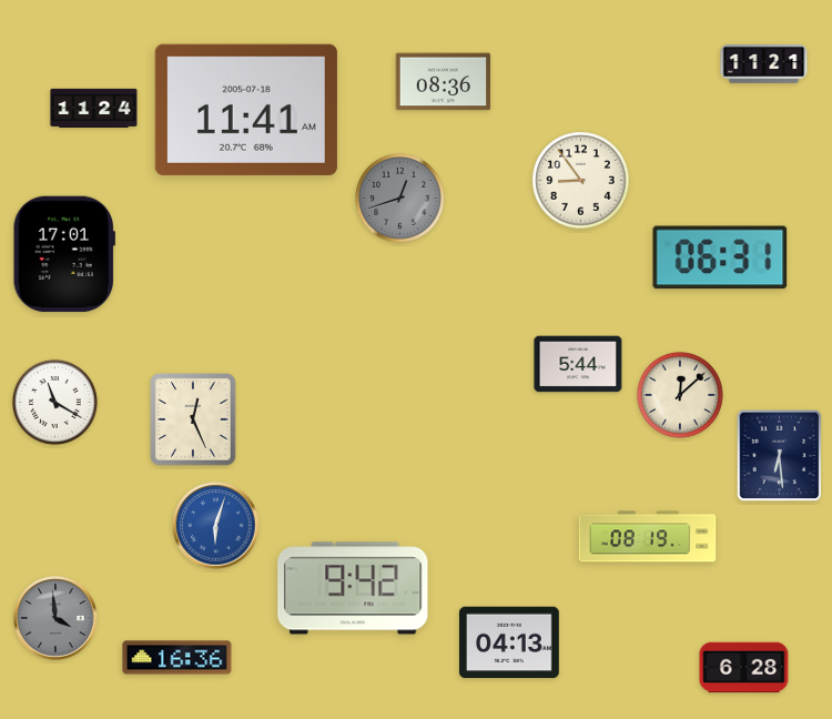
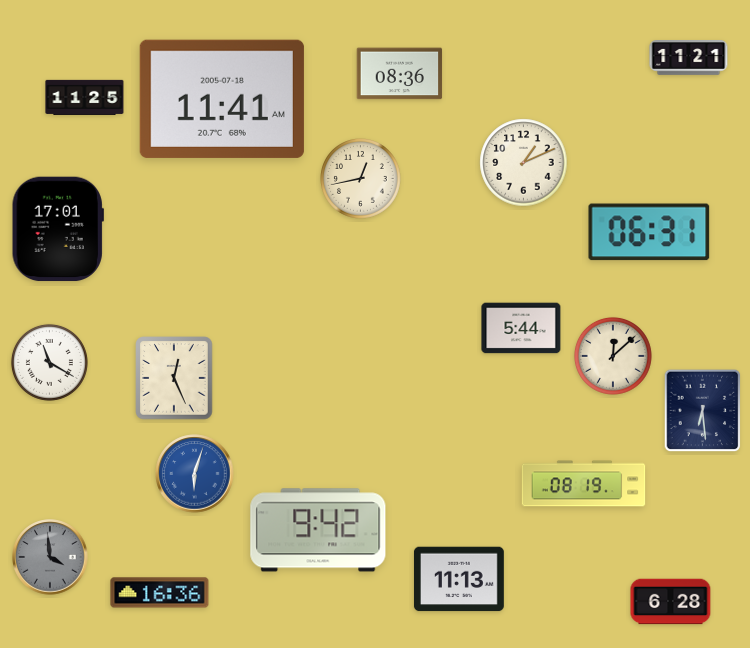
clock at (94, 108): 11:24 -> 11:25
clock at (581, 181): 8:54 -> 1:11
clock at (400, 199): 12:42 -> 12:43
clock at (400, 199) dial: grey -> cream
clock at (509, 642): 04:13 -> 11:13
